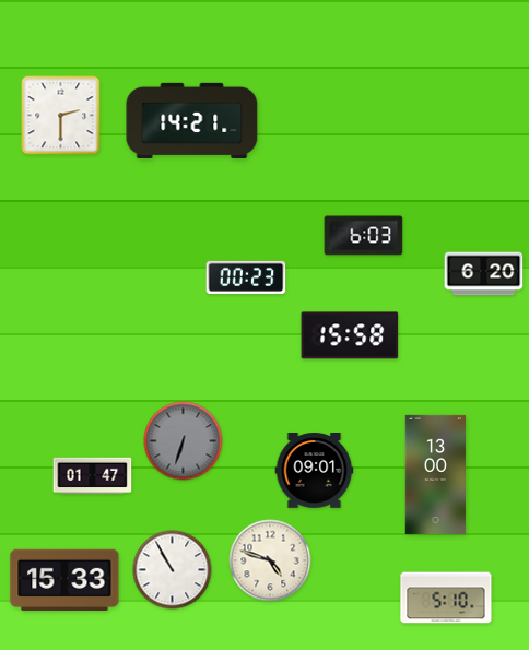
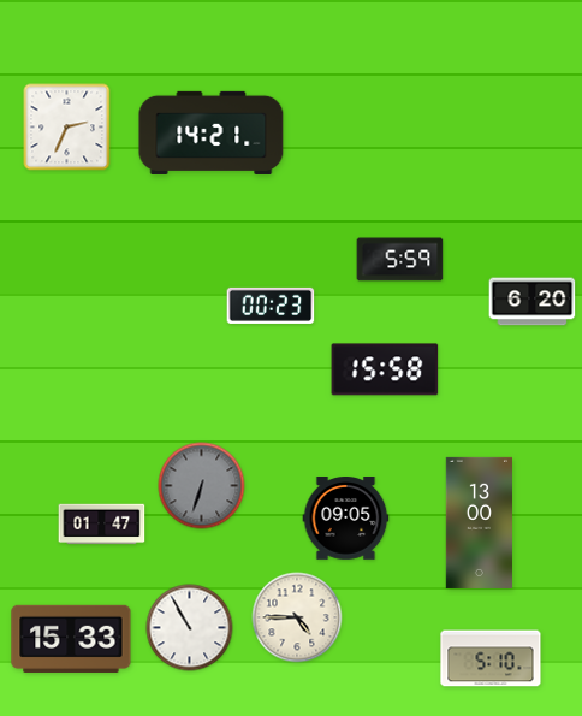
clock at (61, 116): 2:30 -> 2:34
clock at (364, 236): 6:03 -> 5:59
clock at (315, 471): 09:01 -> 09:05
clock at (270, 560): 4:48 -> 4:45
